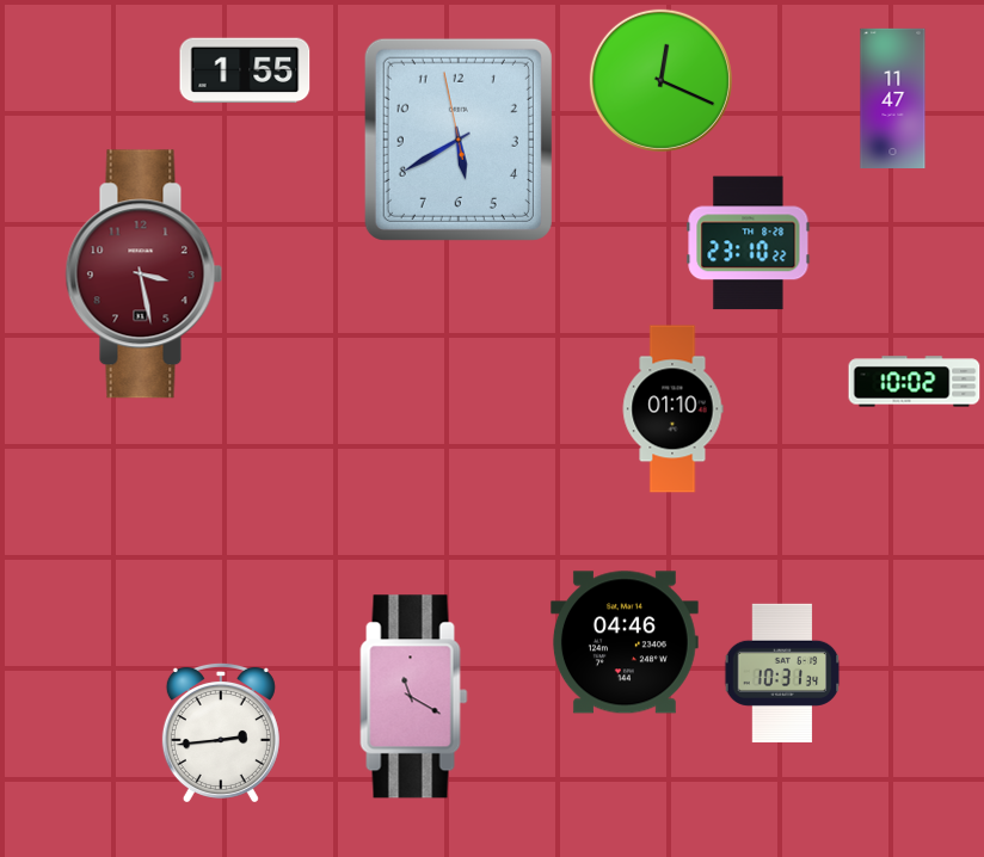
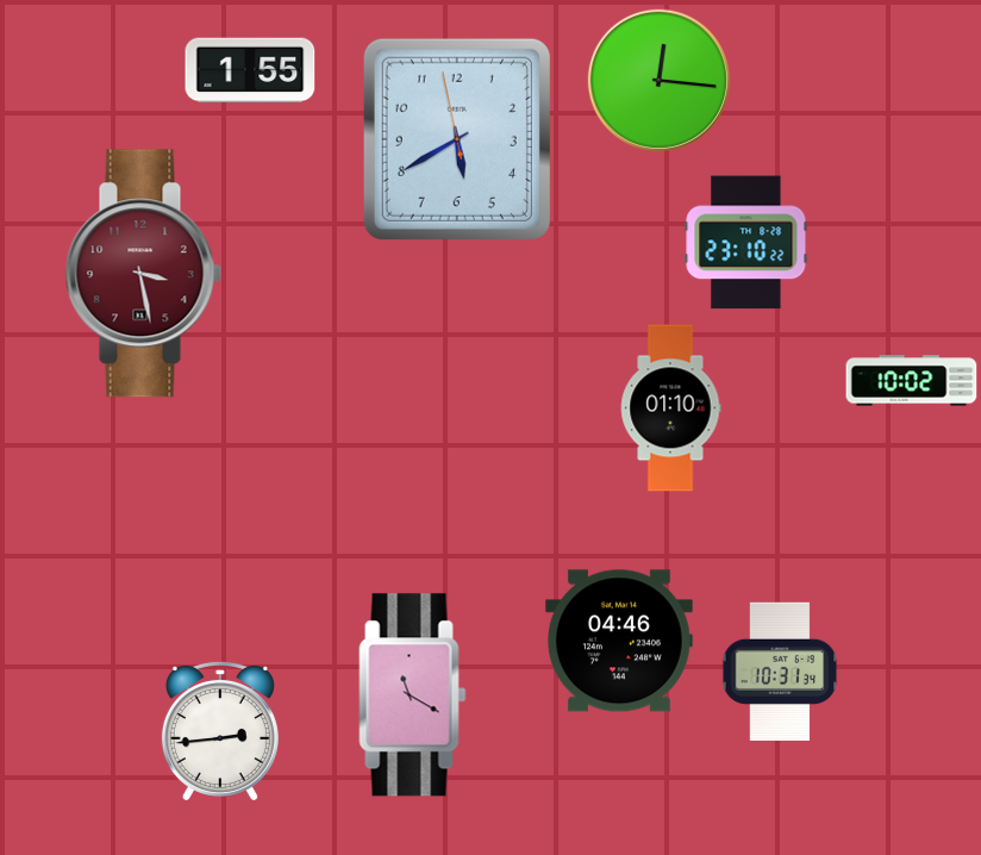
clock at (245, 70) position: (245, 70) -> (250, 70)
clock at (660, 80): 12:19 -> 12:16
clock at (893, 98): 11:47 -> none
clock at (625, 642) position: (625, 642) -> (619, 641)
